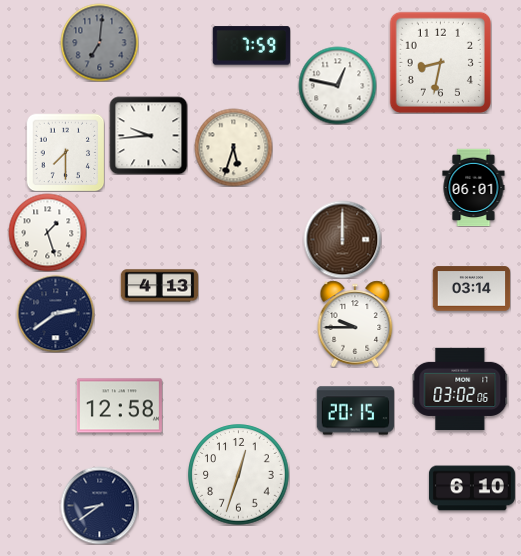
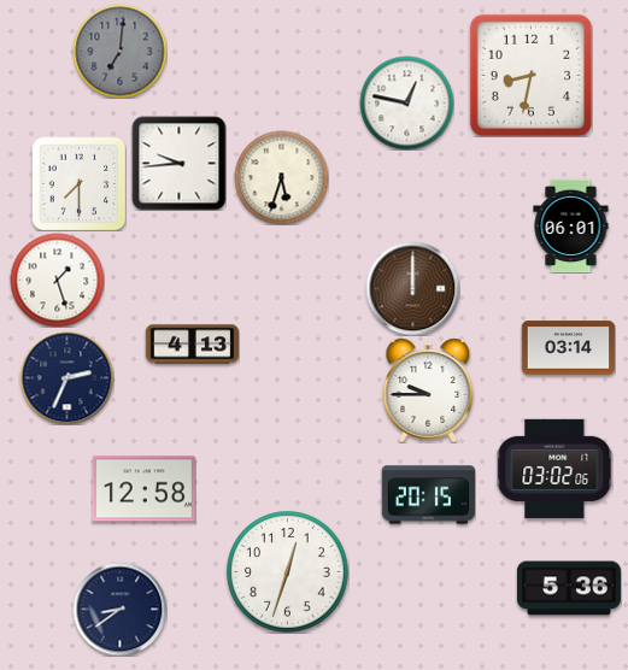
clock at (251, 46): 7:59 -> none
clock at (55, 313): 2:39 -> 2:34
clock at (472, 488): 6:10 -> 5:36
